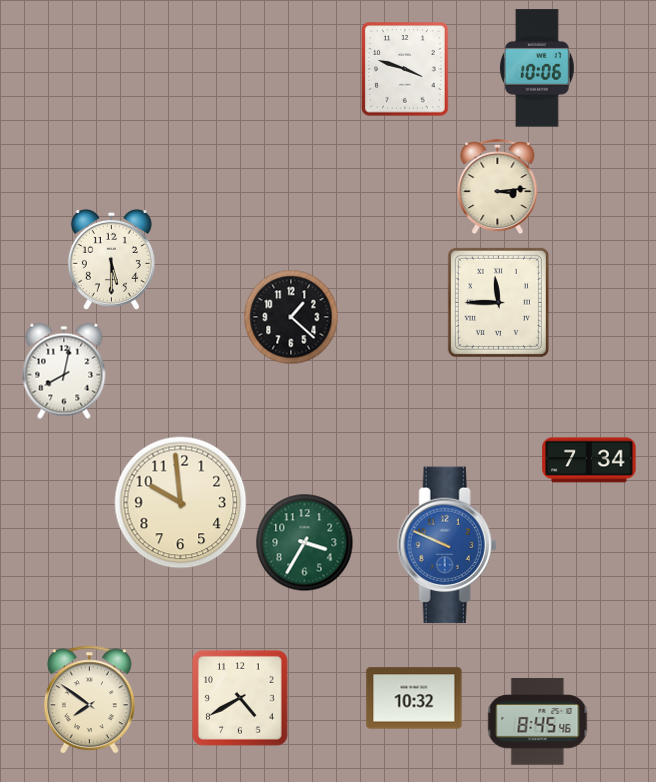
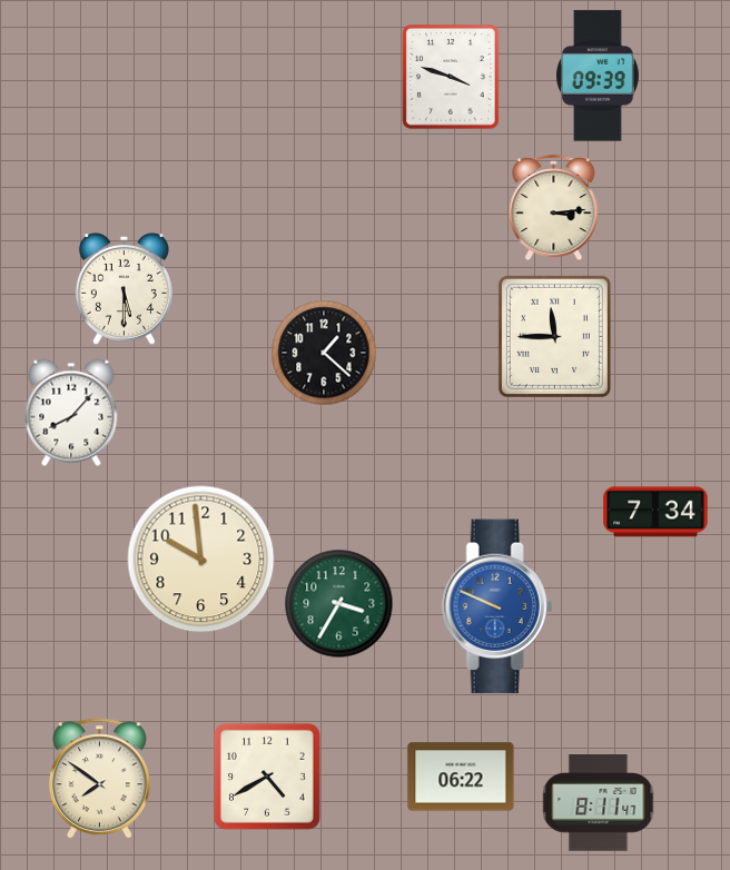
clock at (537, 68): 10:06 -> 09:39
clock at (64, 371): 8:02 -> 8:07
clock at (414, 698): 10:32 -> 06:22
clock at (538, 722): 8:45 -> 8:11
